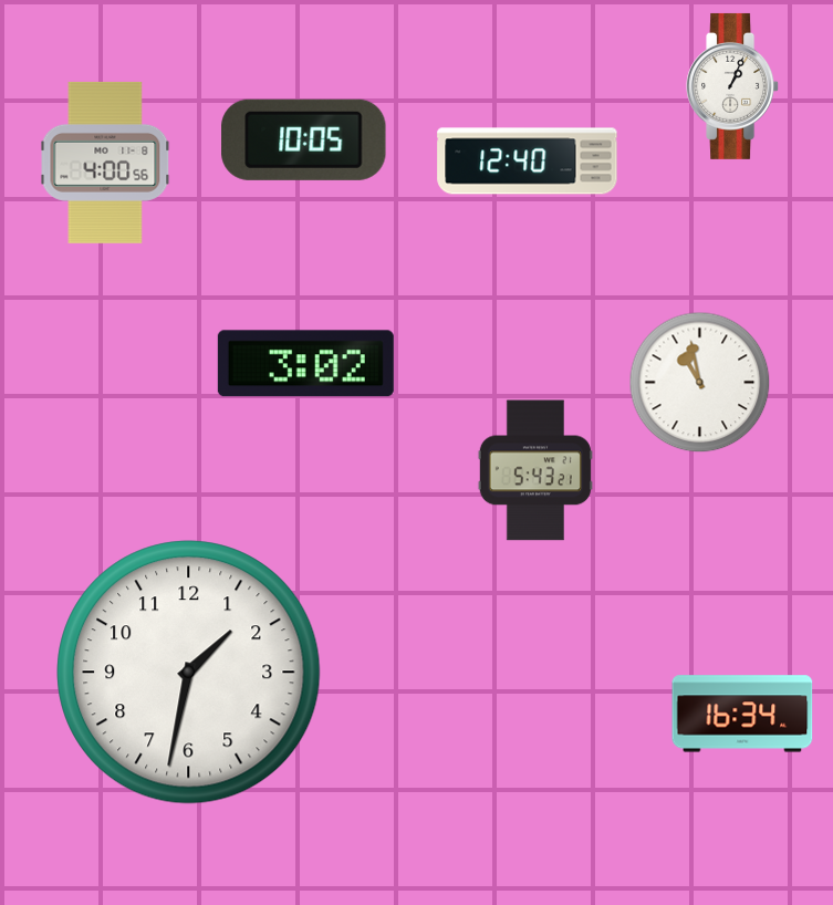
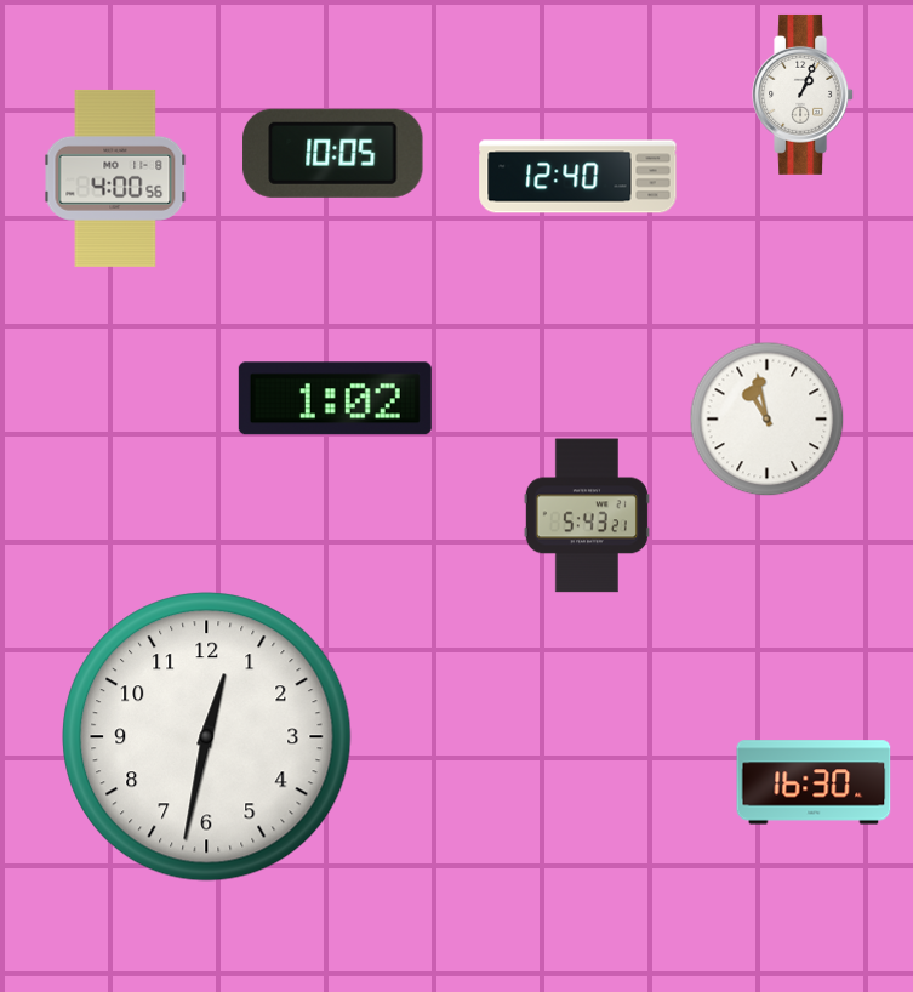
clock at (305, 364): 3:02 -> 1:02
clock at (189, 673): 1:32 -> 12:32
clock at (742, 714): 16:34 -> 16:30
